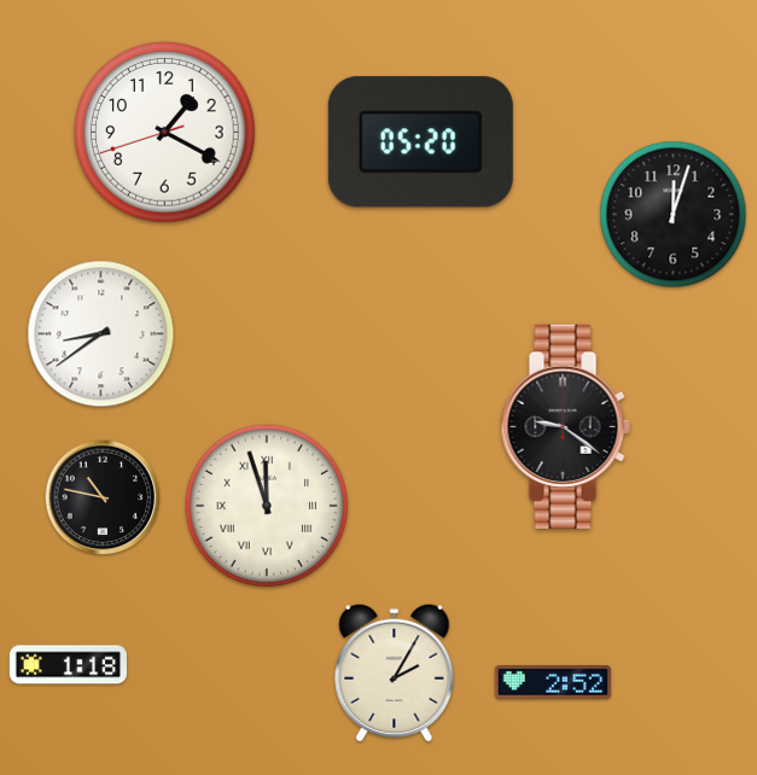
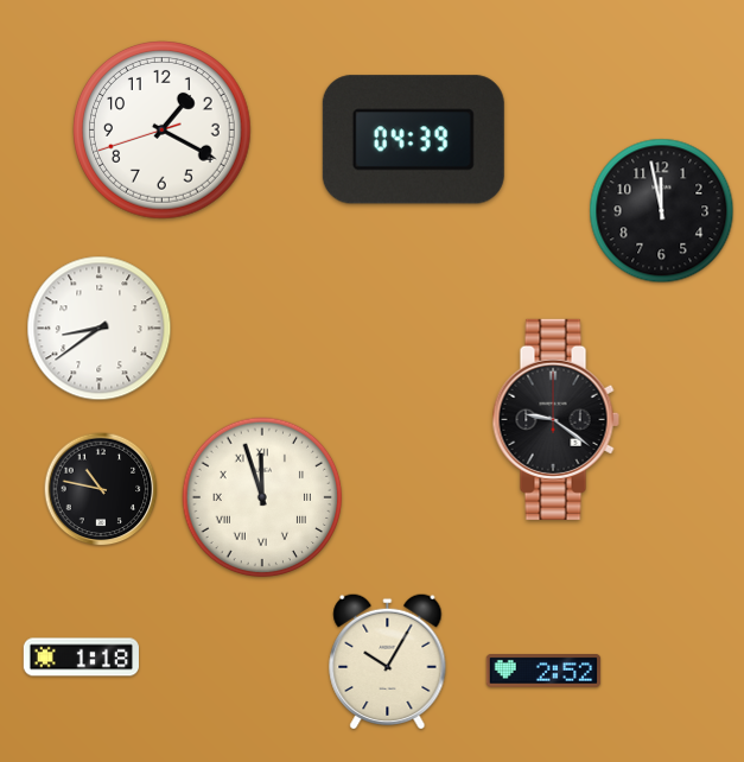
clock at (420, 142): 05:20 -> 04:39
clock at (674, 215): 12:03 -> 11:58
clock at (68, 665) position: (68, 665) -> (81, 658)
clock at (395, 672): 2:05 -> 10:05
